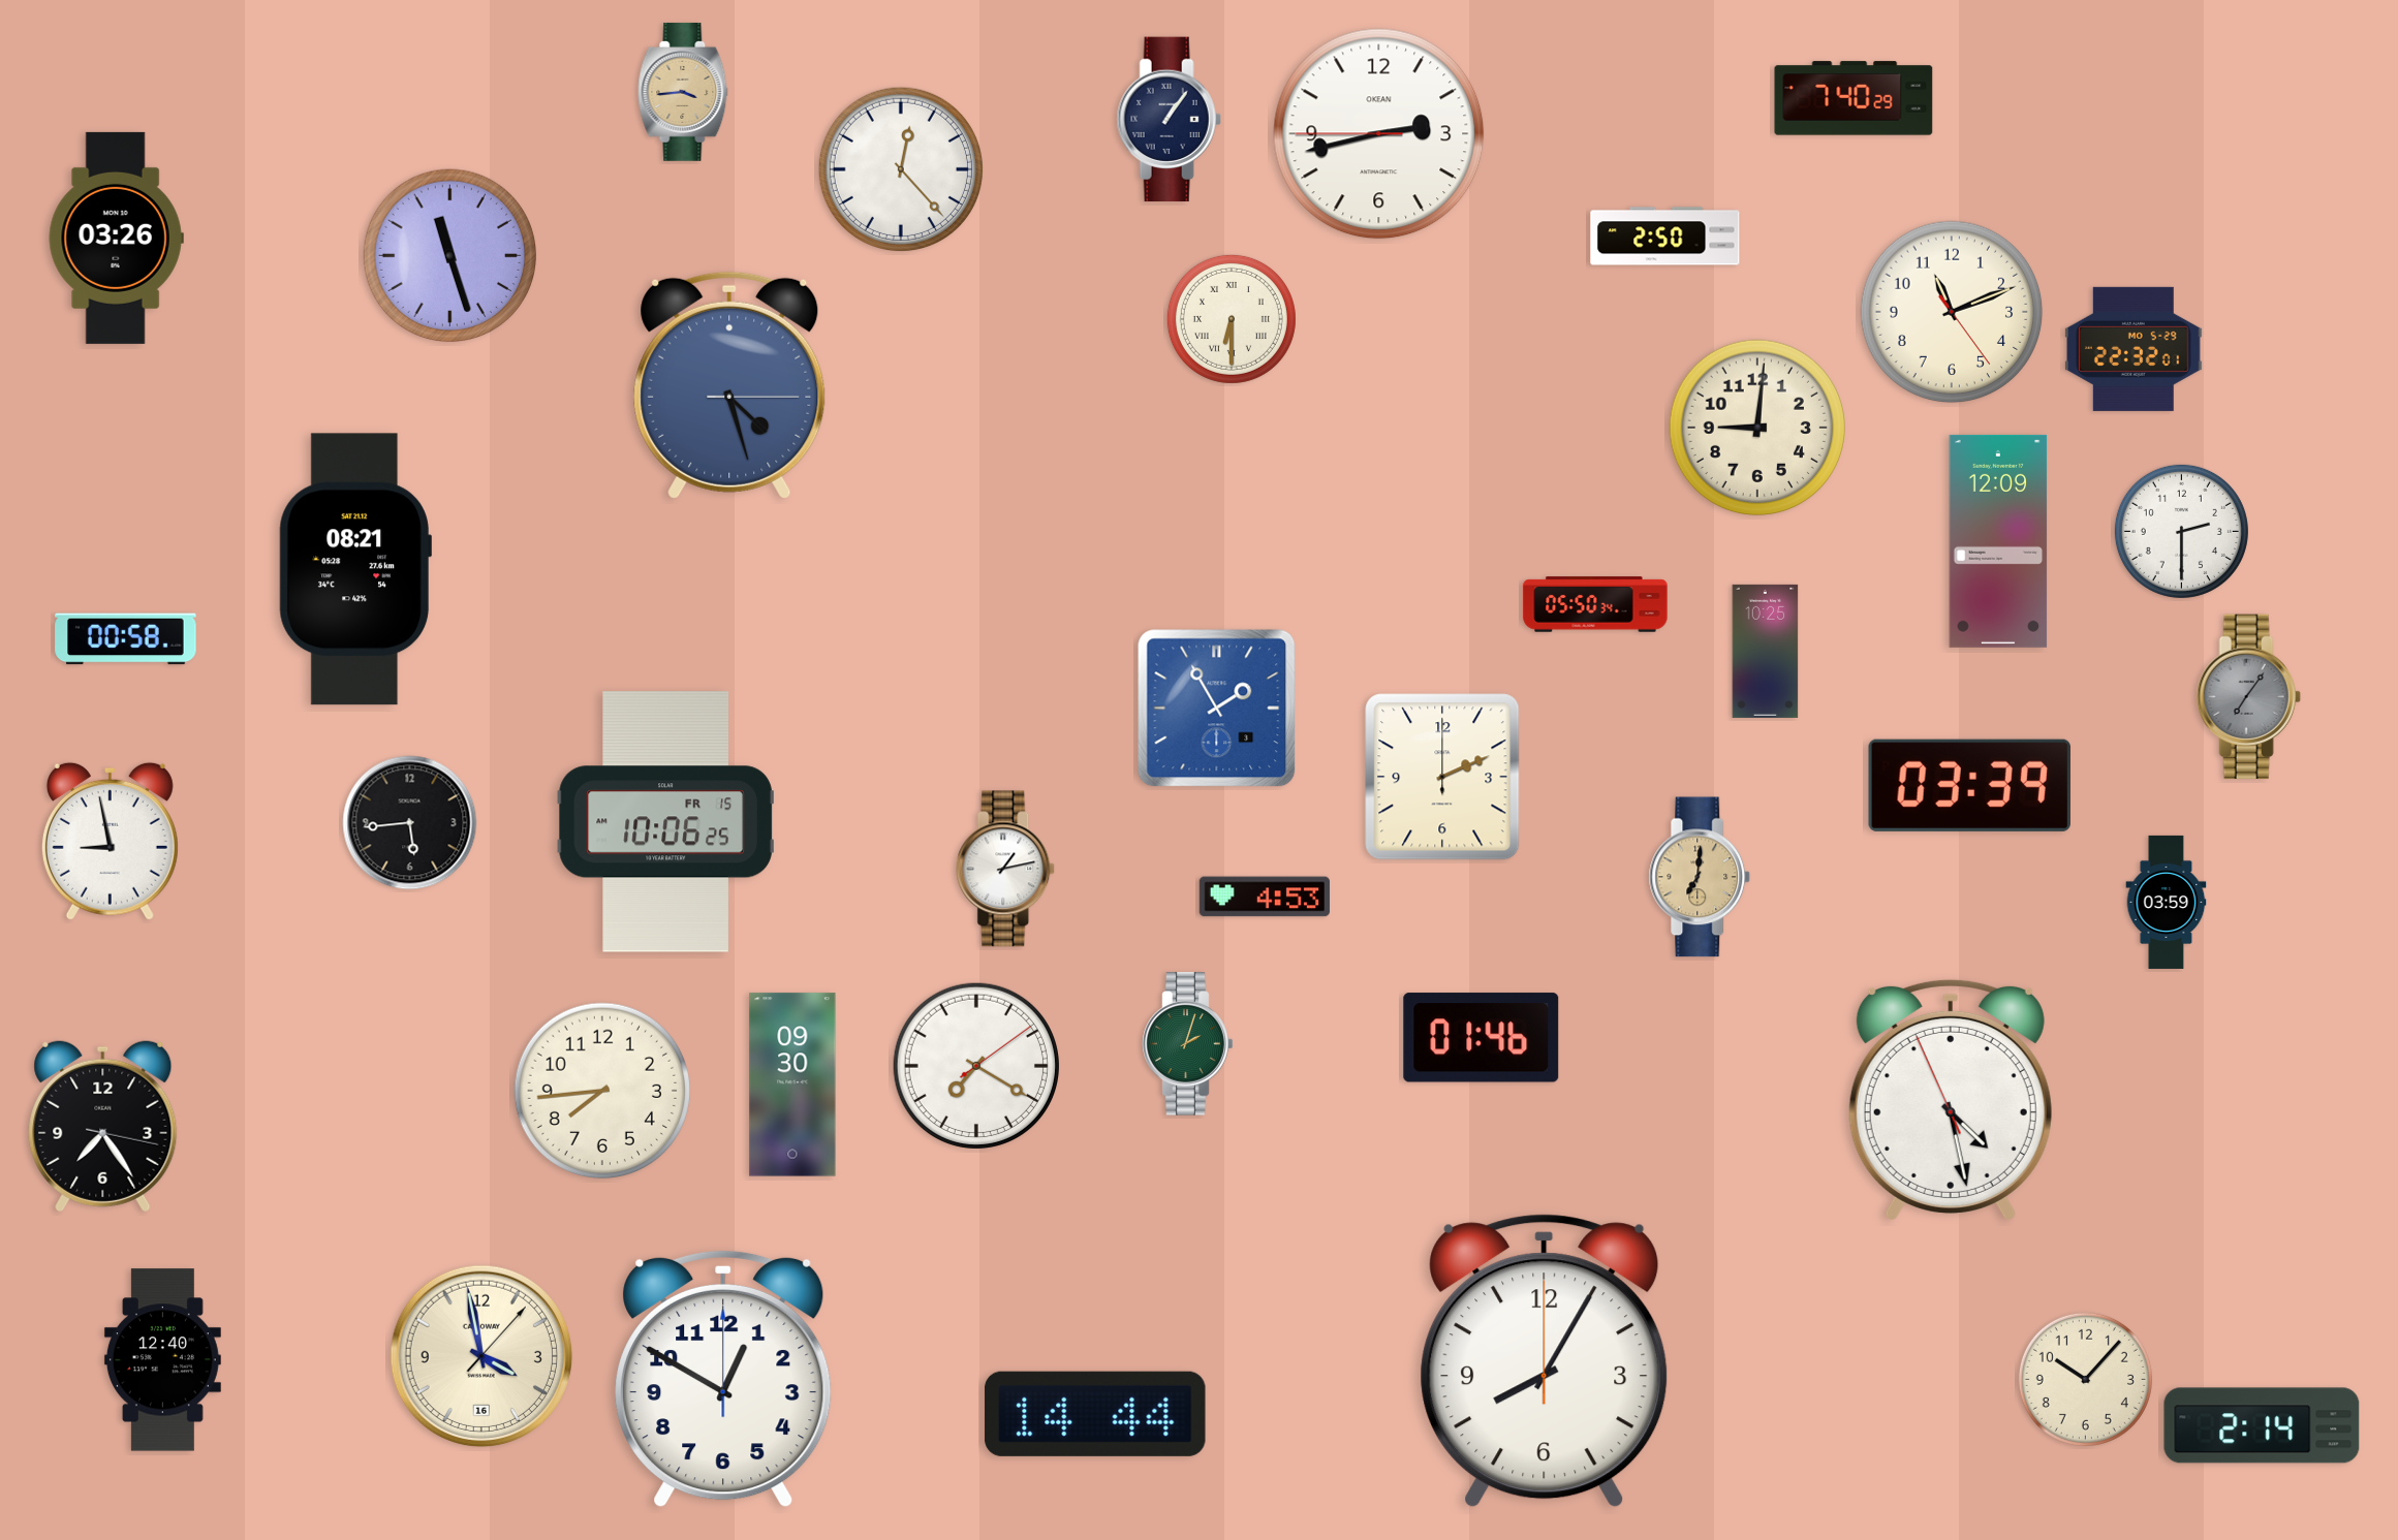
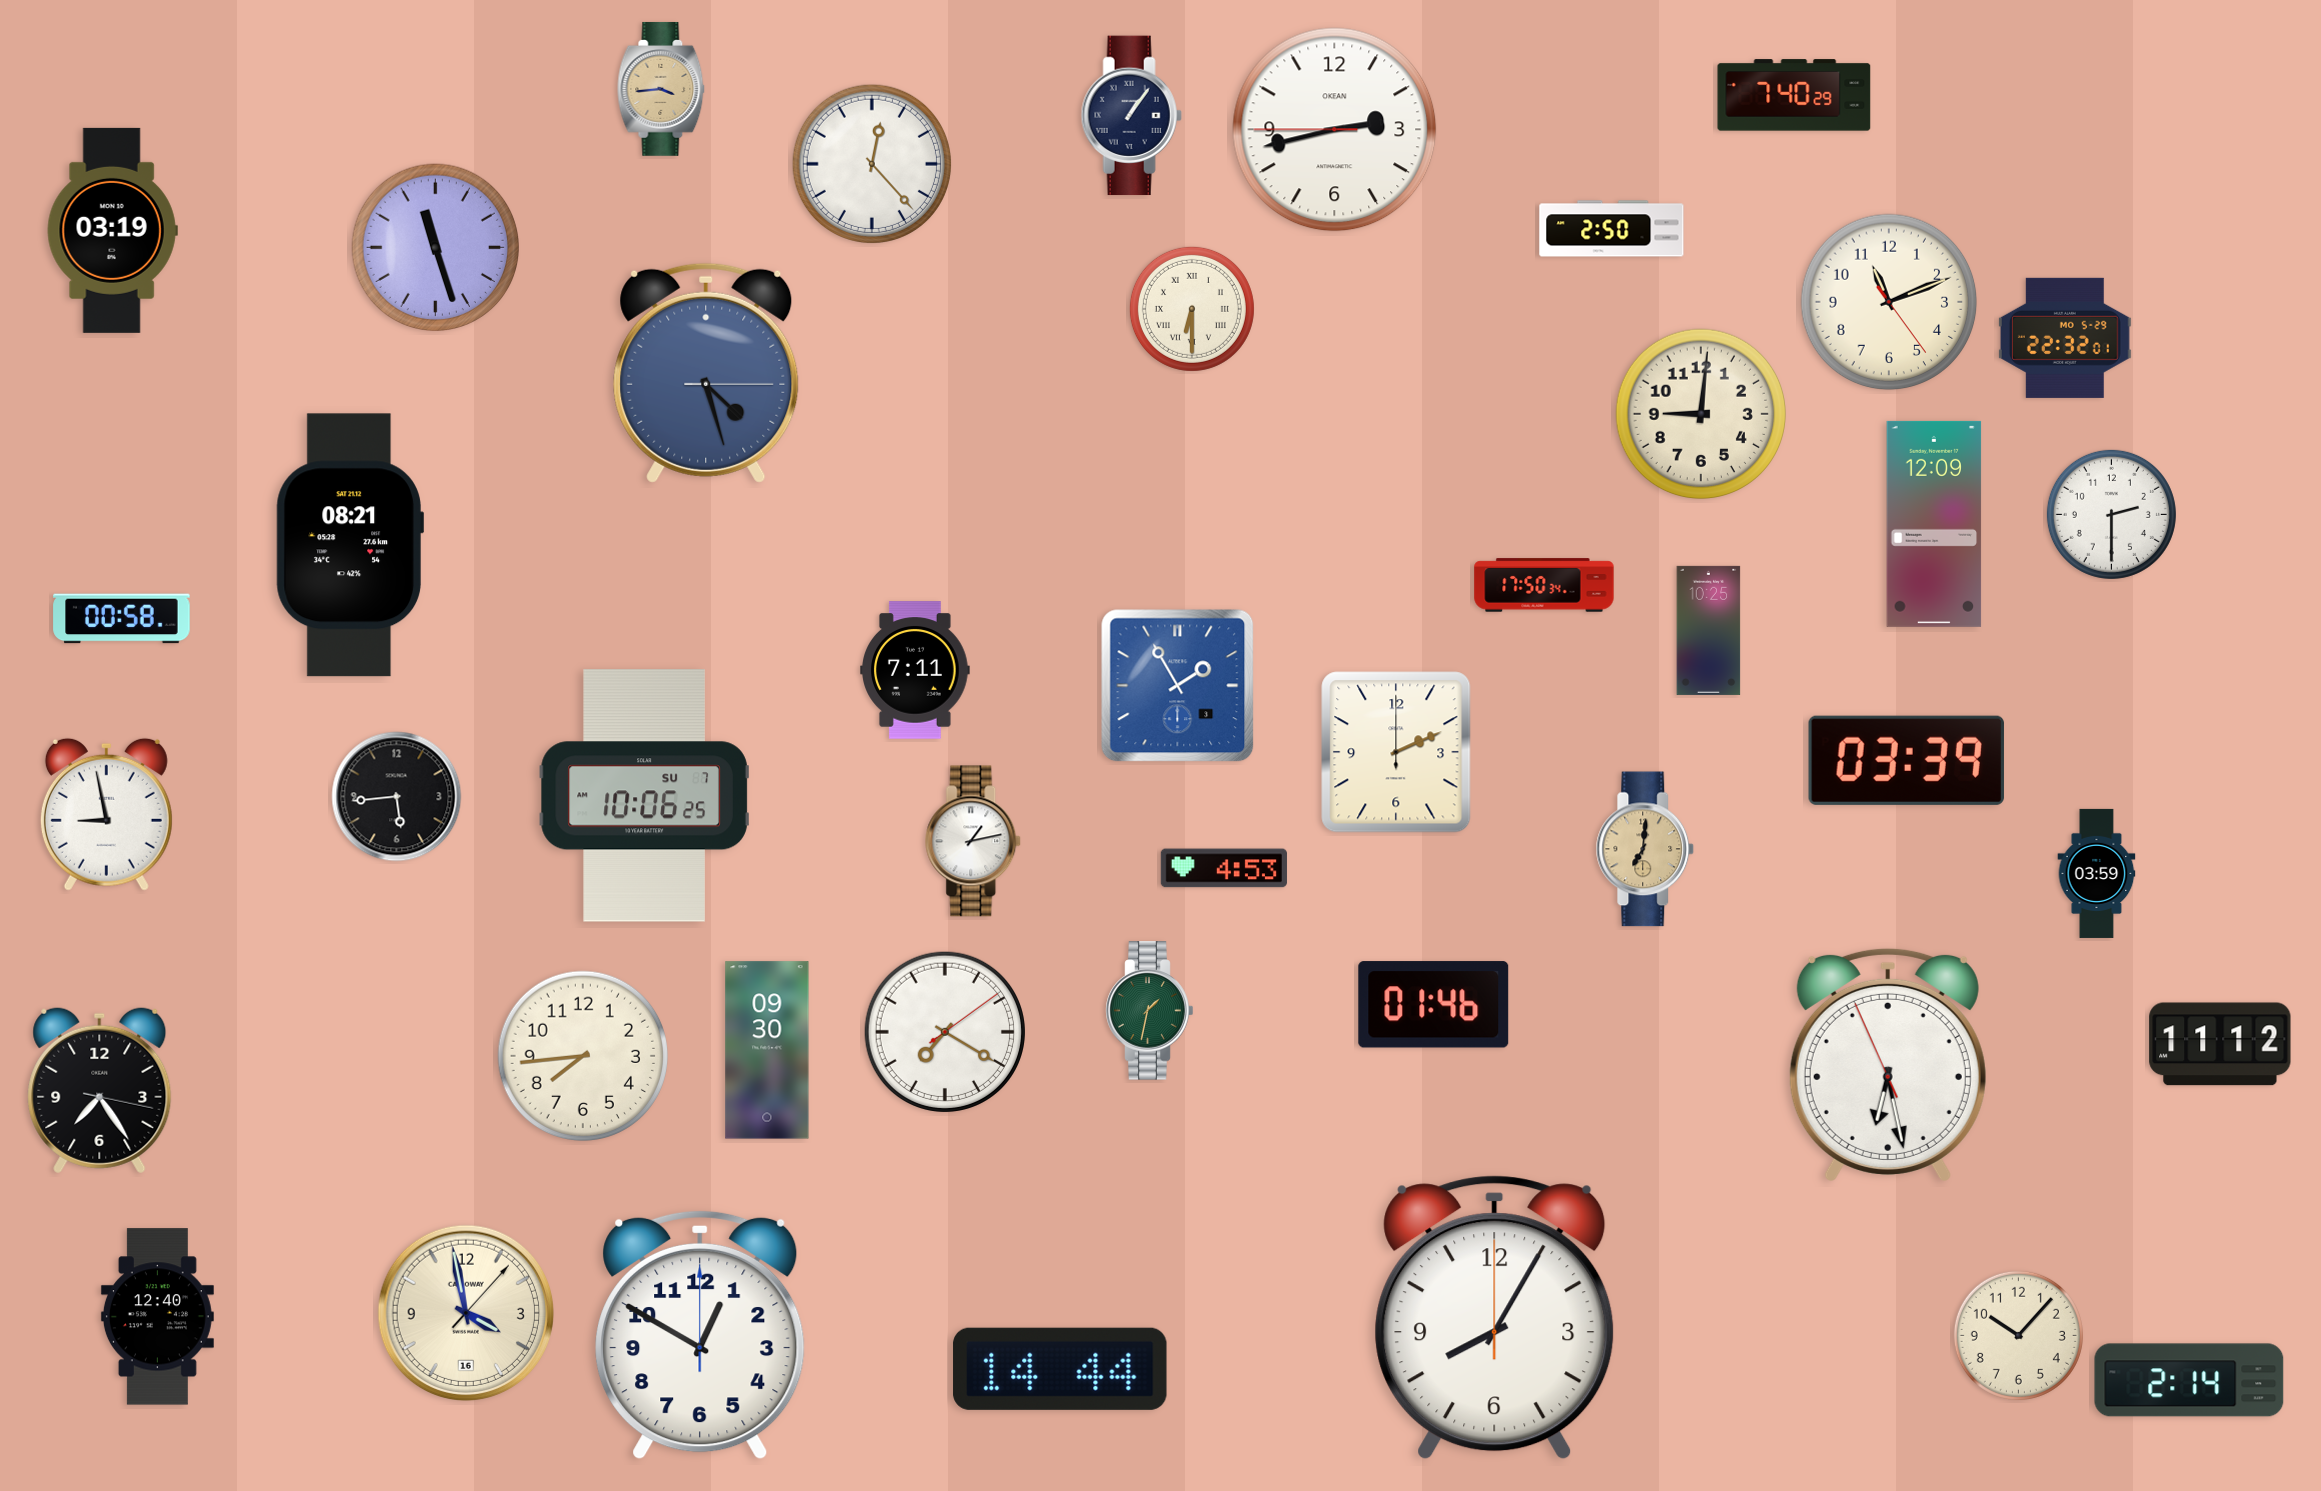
clock at (116, 238): 03:26 -> 03:19
clock at (355, 569) position: (355, 569) -> (350, 545)
clock at (1595, 604): 05:50 -> 17:50
clock at (915, 670): none -> 7:11
clock at (2248, 697): 7:06 -> none
clock at (665, 822) date: FR 15 -> SU 7
clock at (1188, 1044): 2:03 -> 1:32
clock at (2220, 1044): none -> 11:12
clock at (1951, 1099): 4:27 -> 6:27
